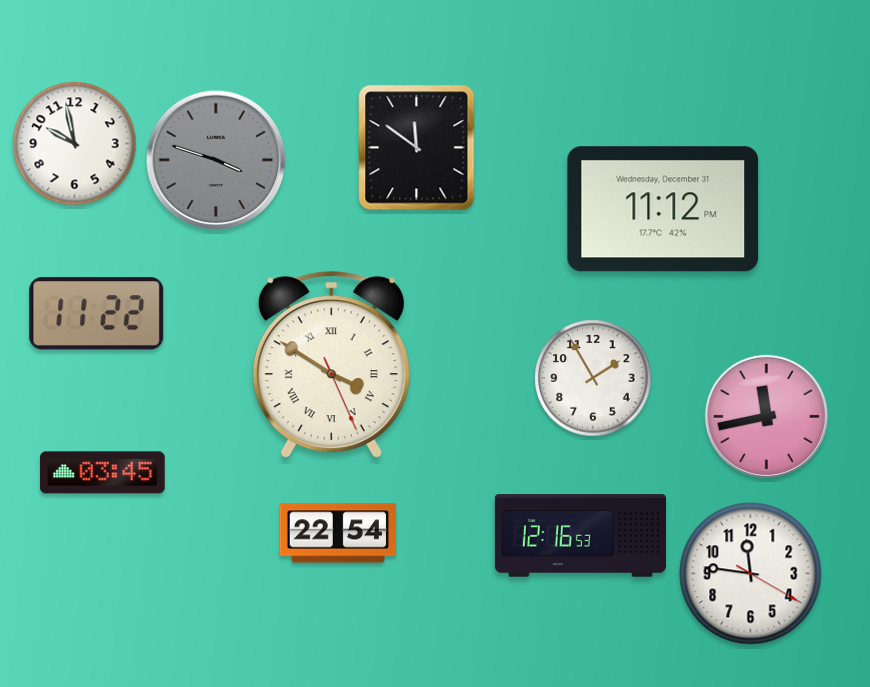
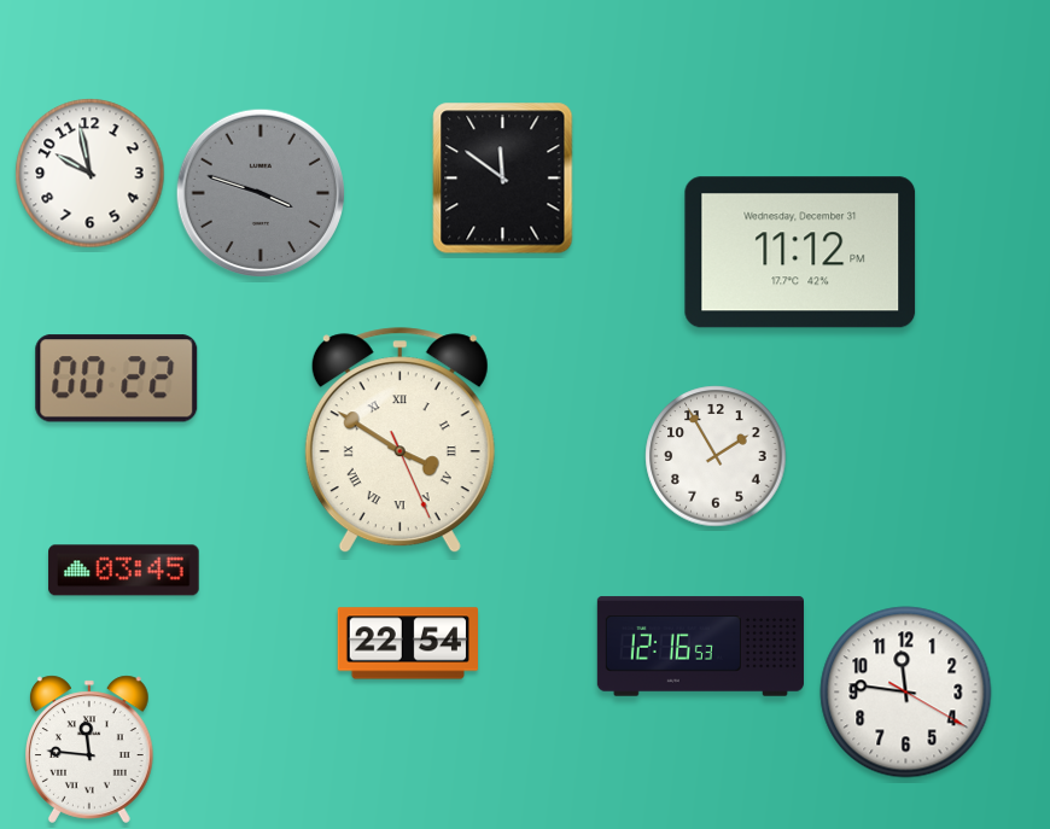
clock at (97, 314): 11:22 -> 00:22
clock at (766, 416): 11:43 -> none
clock at (91, 749): none -> 11:46
